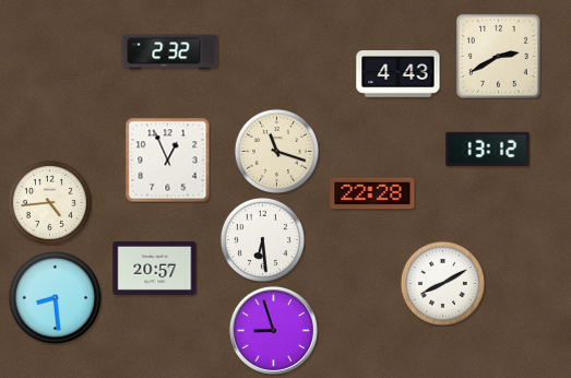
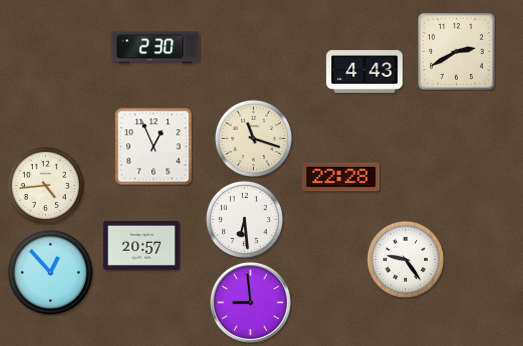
clock at (170, 52): 2:32 -> 2:30
clock at (398, 74) position: (398, 74) -> (365, 72)
clock at (488, 150): 13:12 -> none
clock at (262, 239) position: (262, 239) -> (244, 219)
clock at (442, 283): 8:10 -> 9:24
clock at (55, 297): 8:29 -> 12:53
clock at (273, 330): 8:57 -> 8:59
